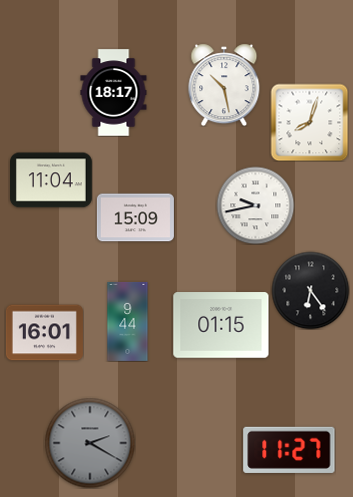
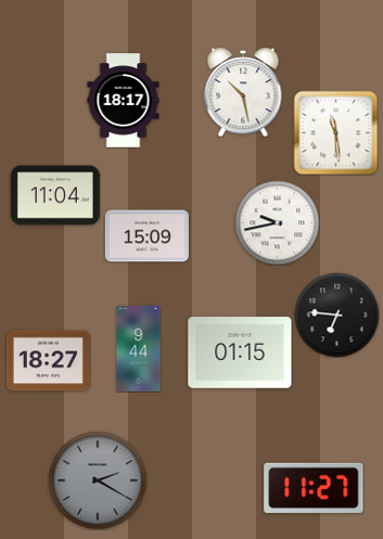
clock at (309, 122): 8:03 -> 11:29
clock at (310, 290): 6:24 -> 6:46
clock at (44, 333): 16:01 -> 18:27
